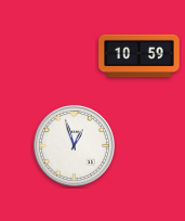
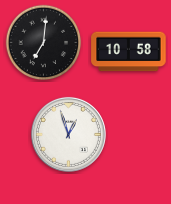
clock at (44, 43): none -> 7:01
clock at (140, 56): 10:59 -> 10:58
